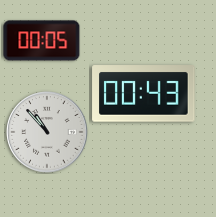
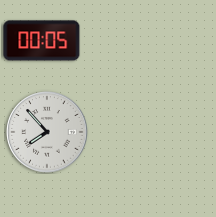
clock at (144, 94): 00:43 -> none
clock at (47, 132): 10:53 -> 7:53
